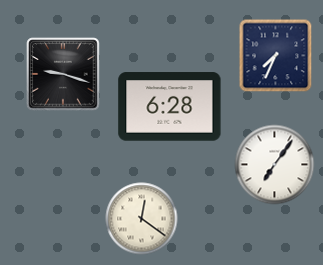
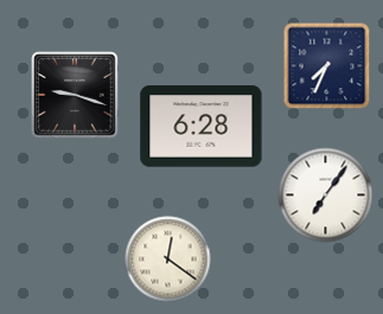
clock at (63, 74) position: (63, 74) -> (75, 95)
